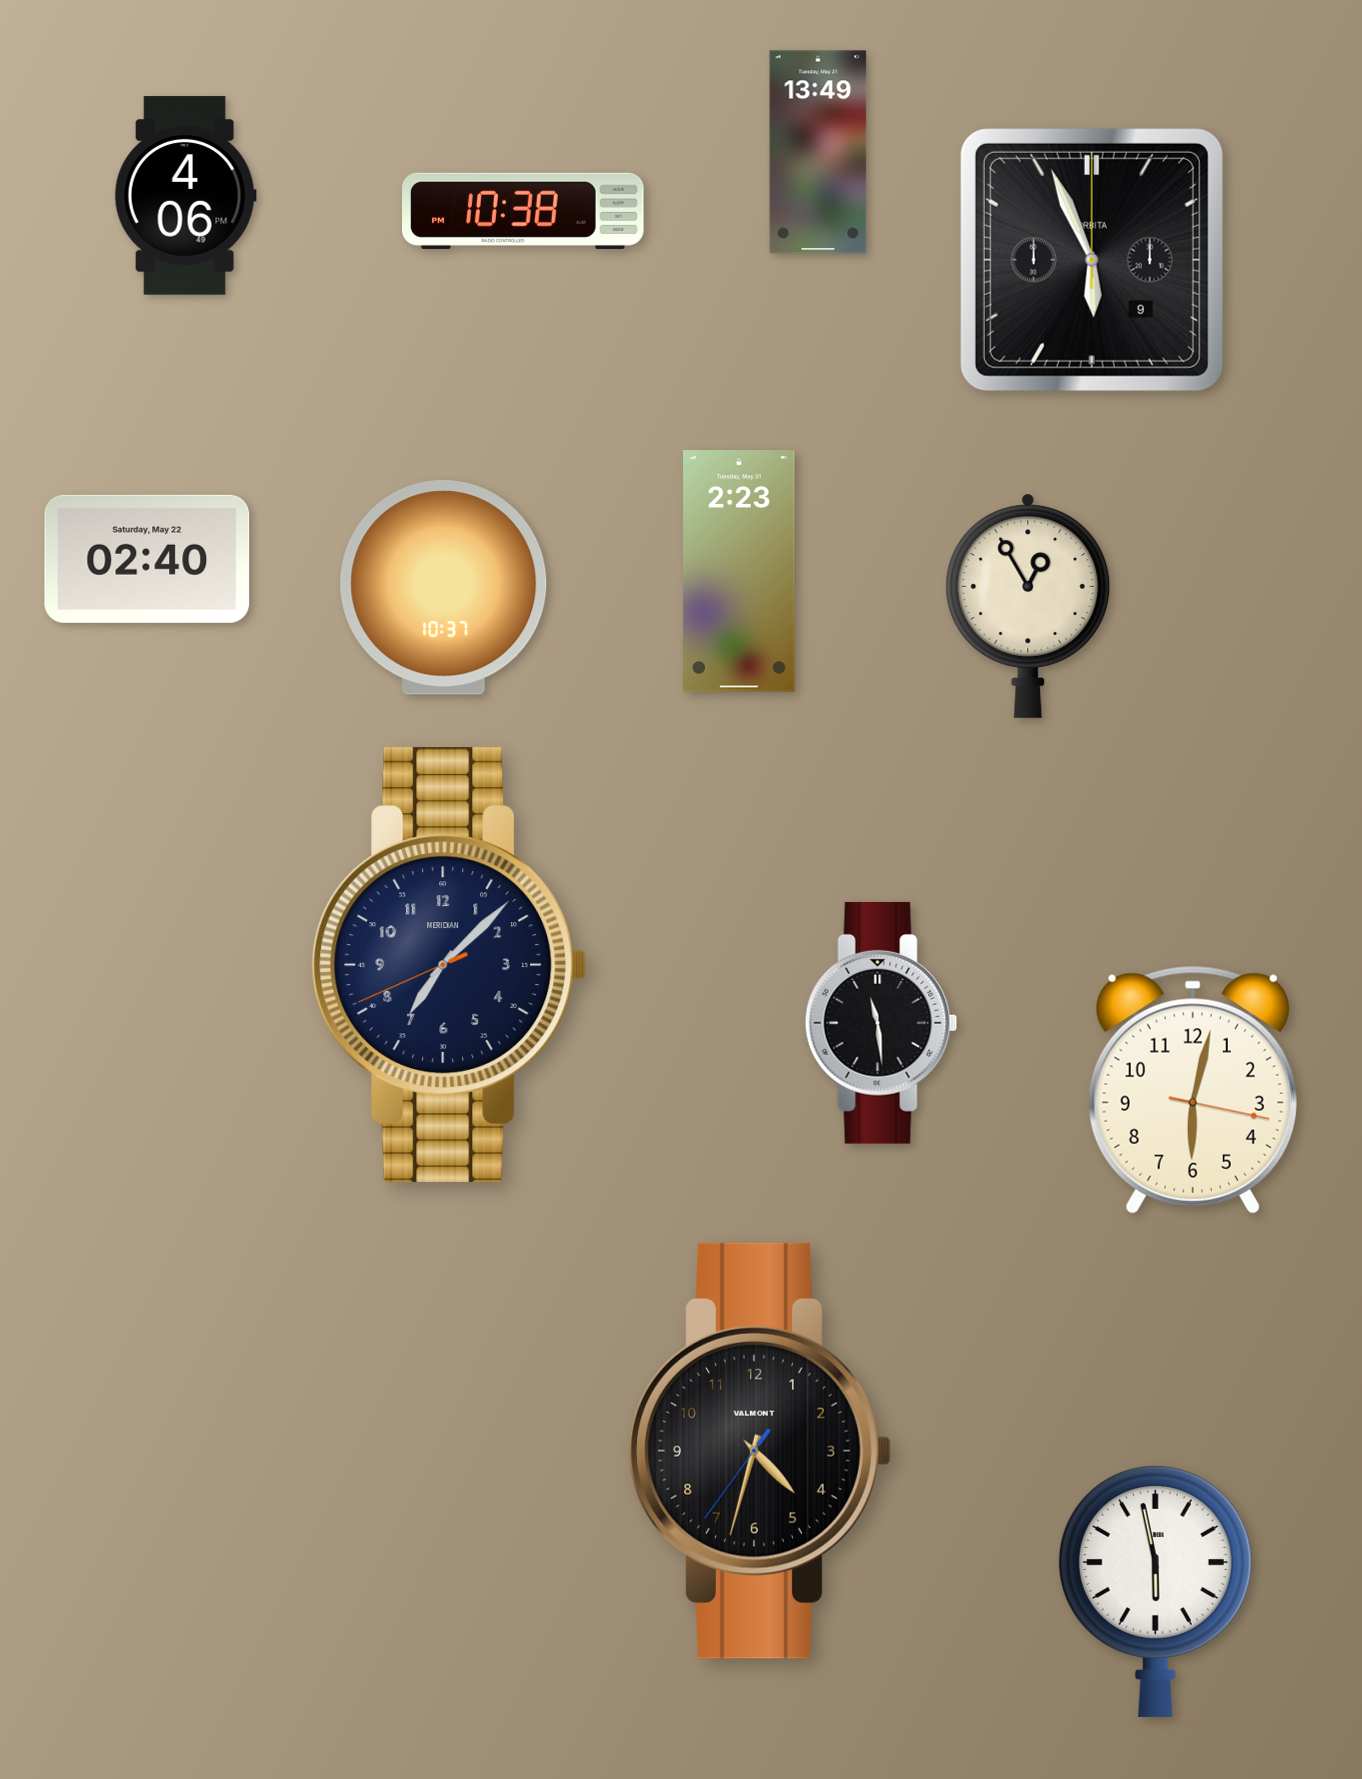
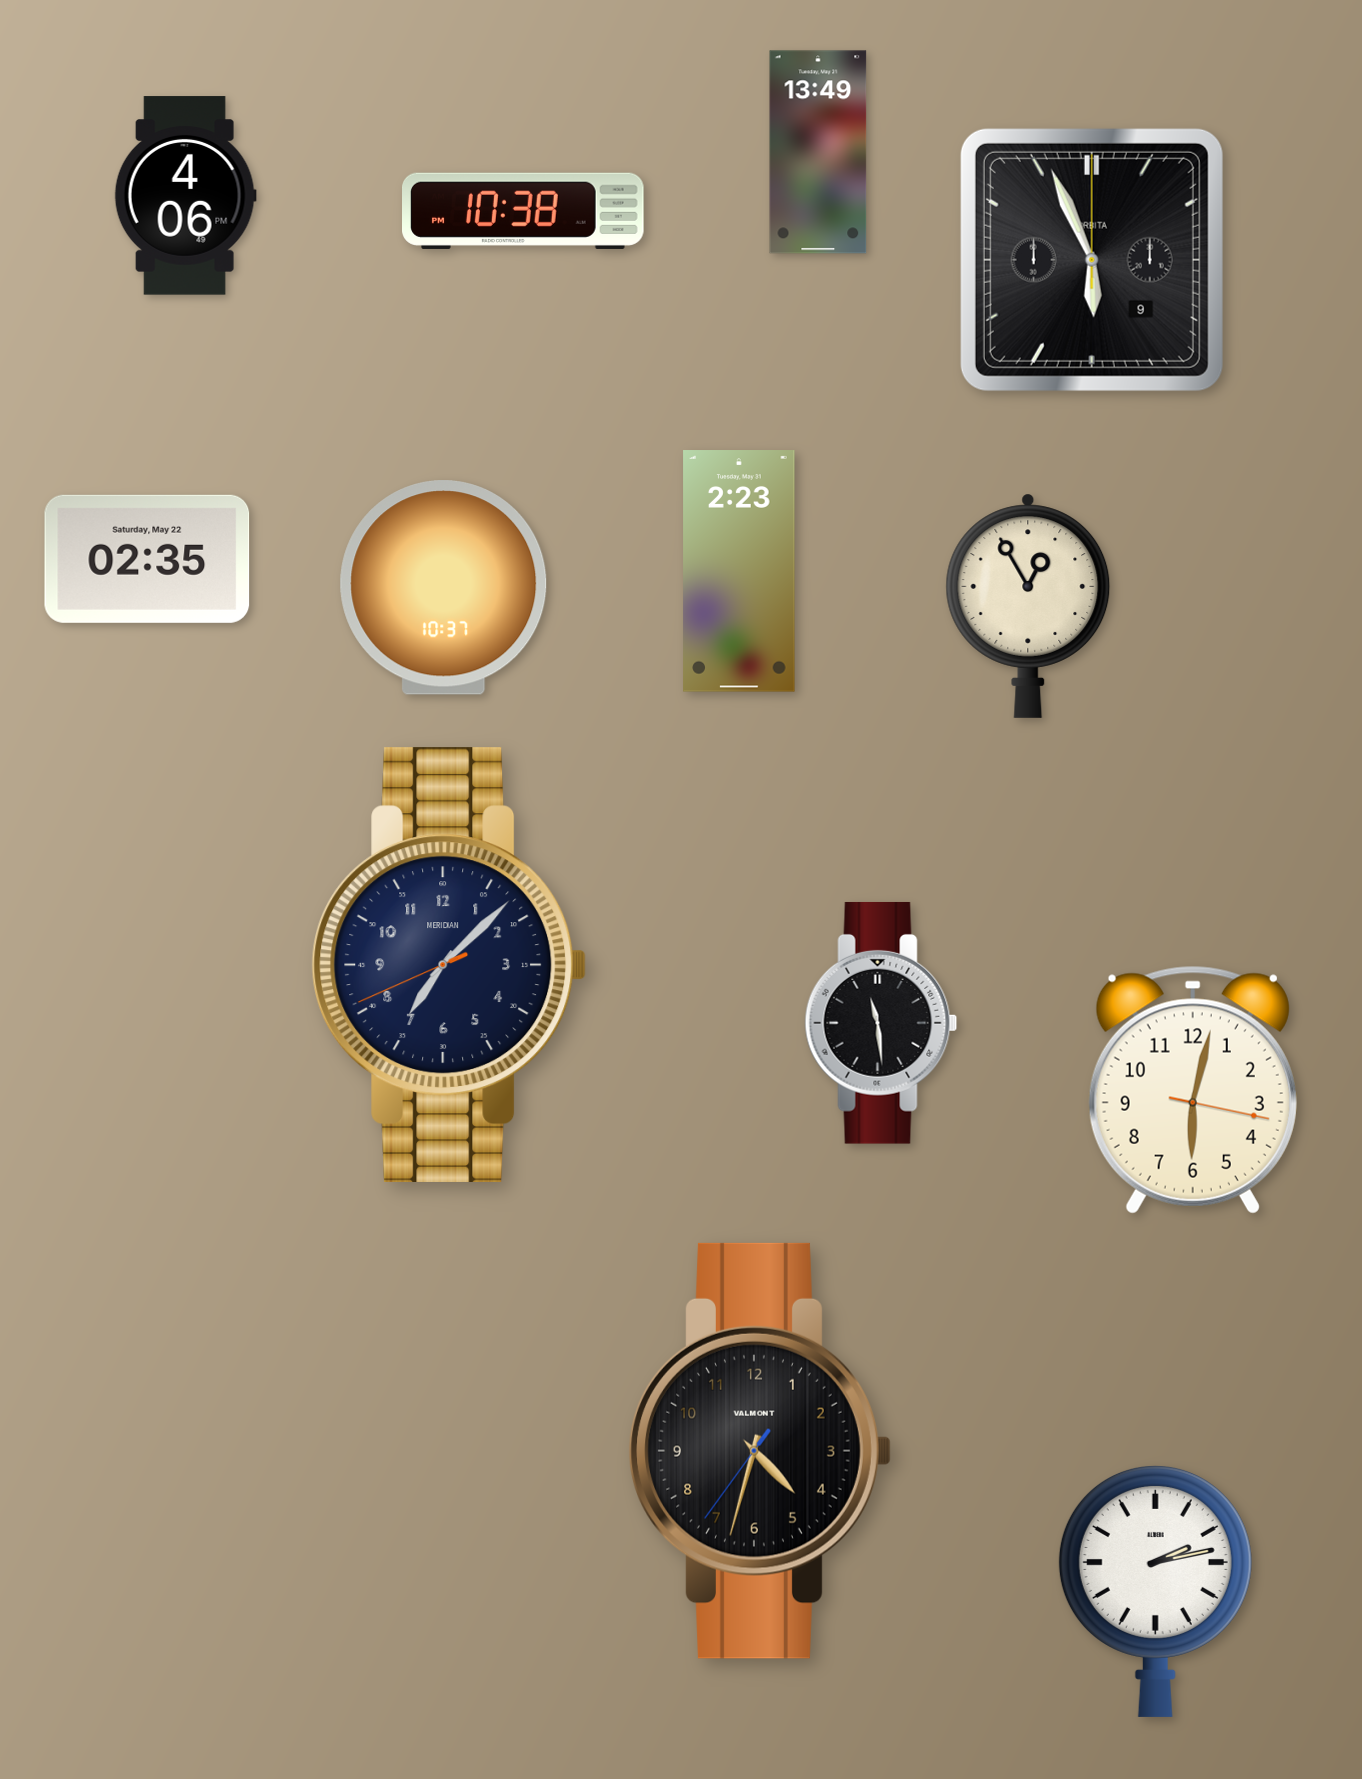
clock at (147, 559): 02:40 -> 02:35
clock at (1155, 1591): 5:58 -> 2:13
